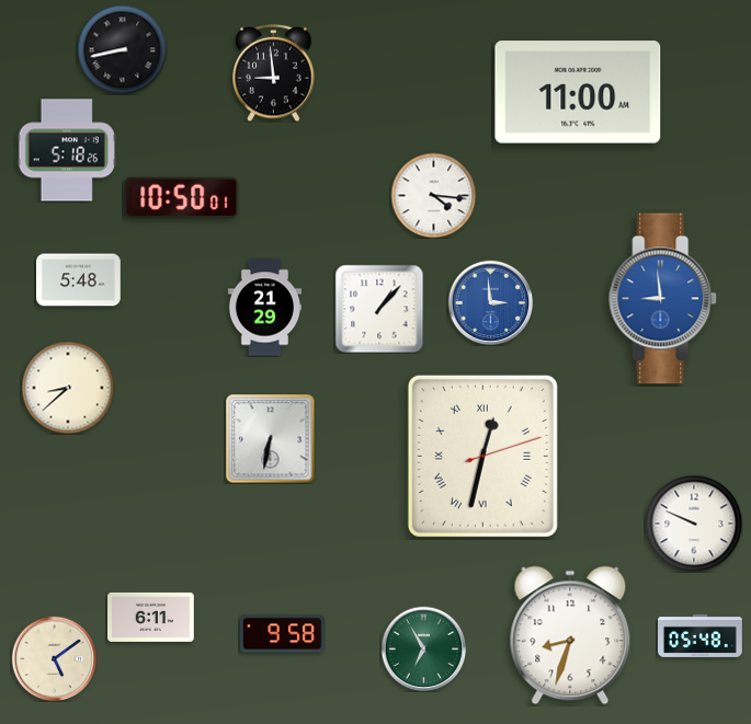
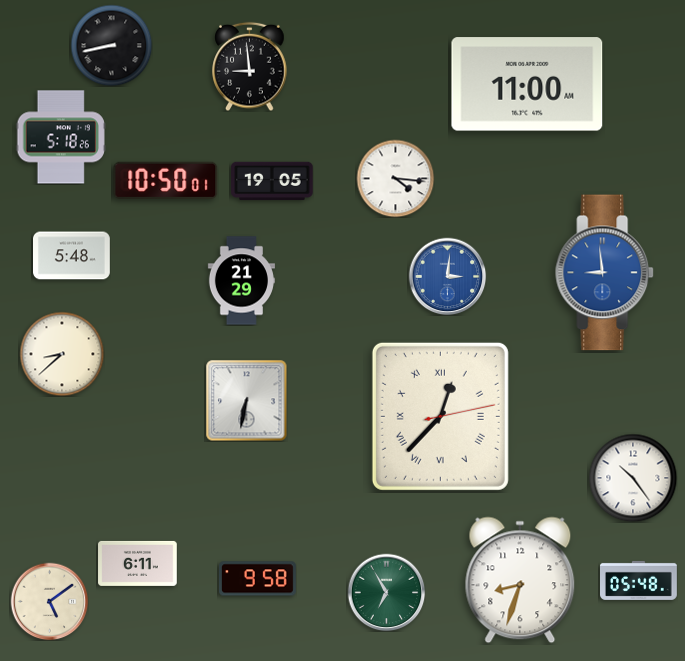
clock at (272, 181): none -> 19:05
clock at (490, 302): 2:59 -> 3:01
clock at (379, 309): 1:07 -> none
clock at (482, 456): 12:32 -> 12:37
clock at (694, 524): 9:49 -> 10:24
